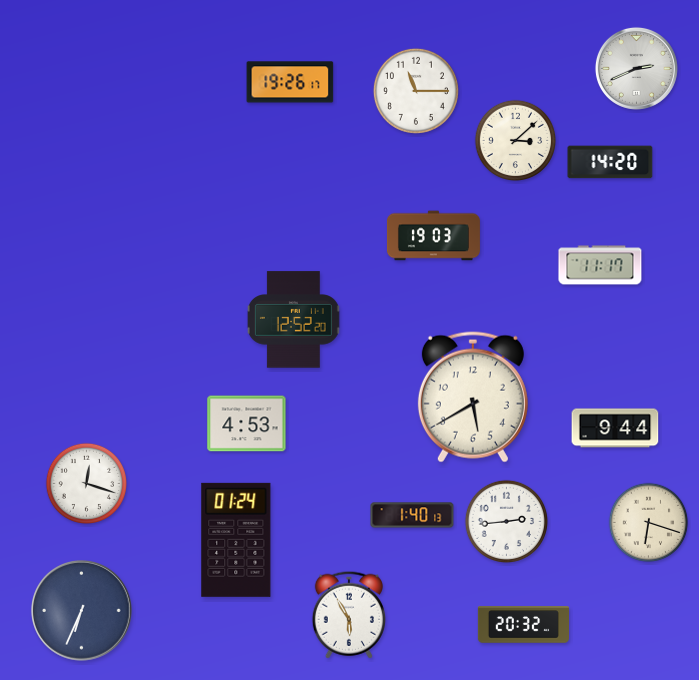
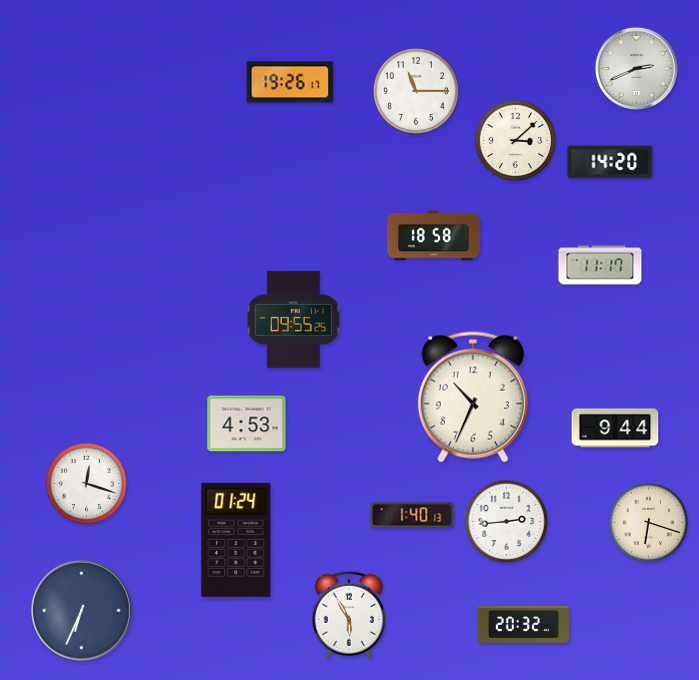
clock at (433, 236): 19:03 -> 18:58
clock at (293, 320): 12:52 -> 09:55
clock at (473, 397): 5:40 -> 10:34
